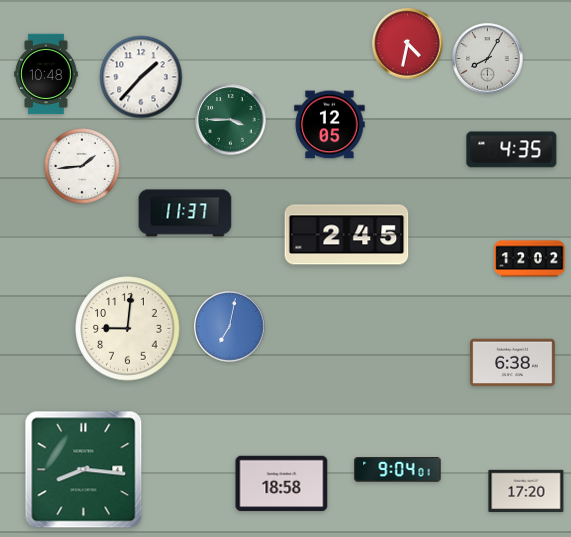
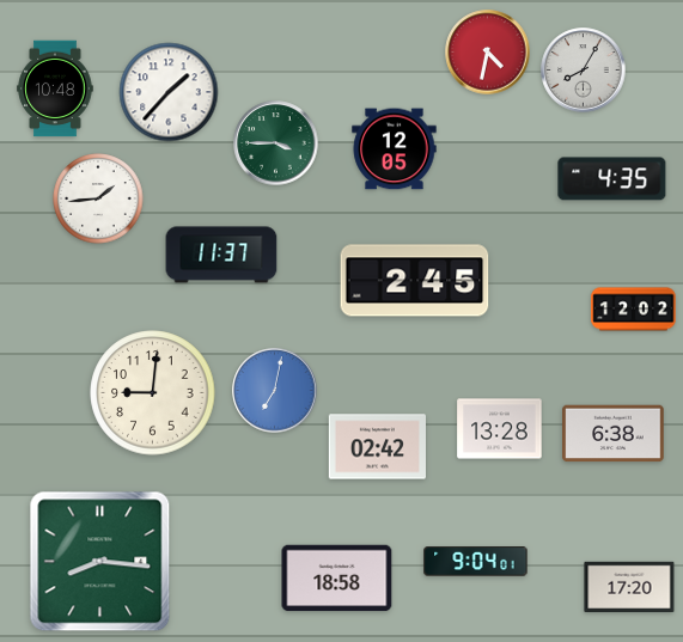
clock at (500, 429): none -> 13:28
clock at (377, 447): none -> 02:42
